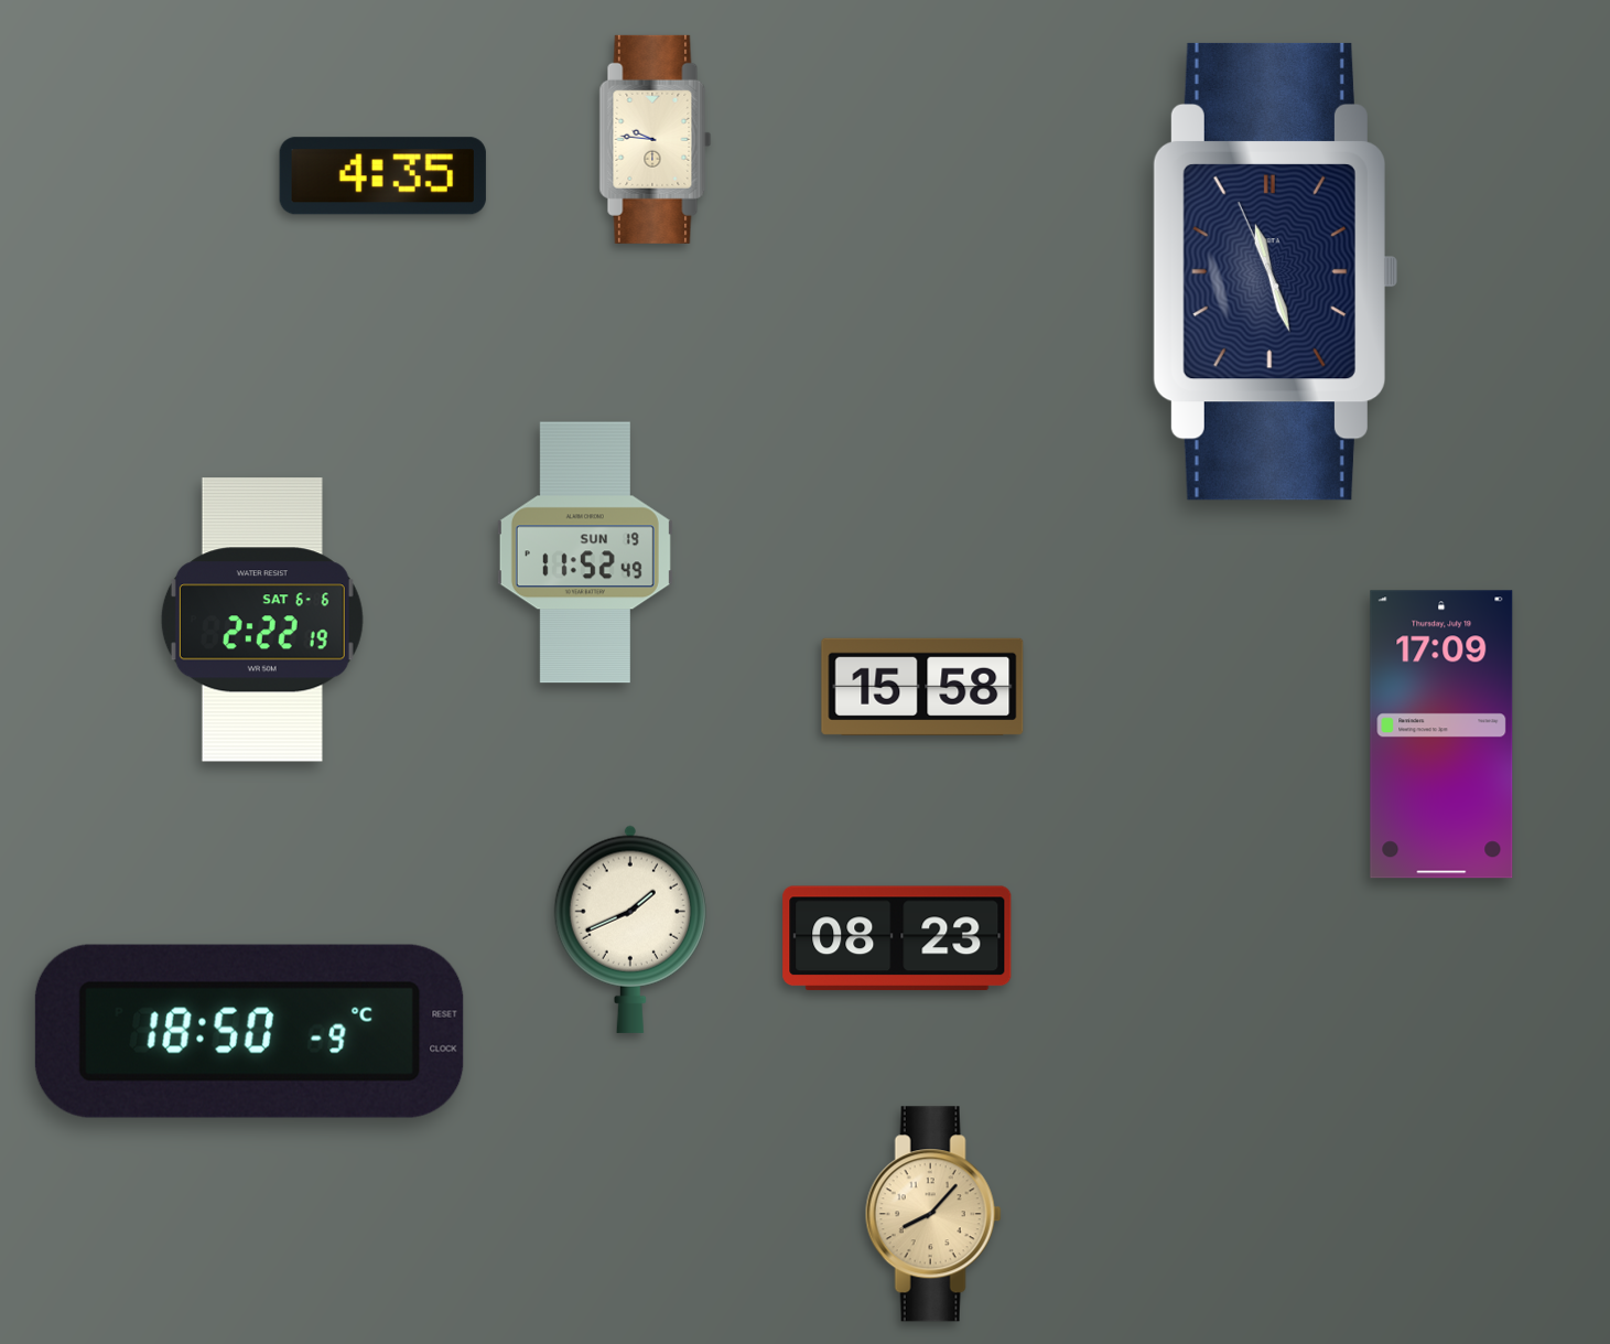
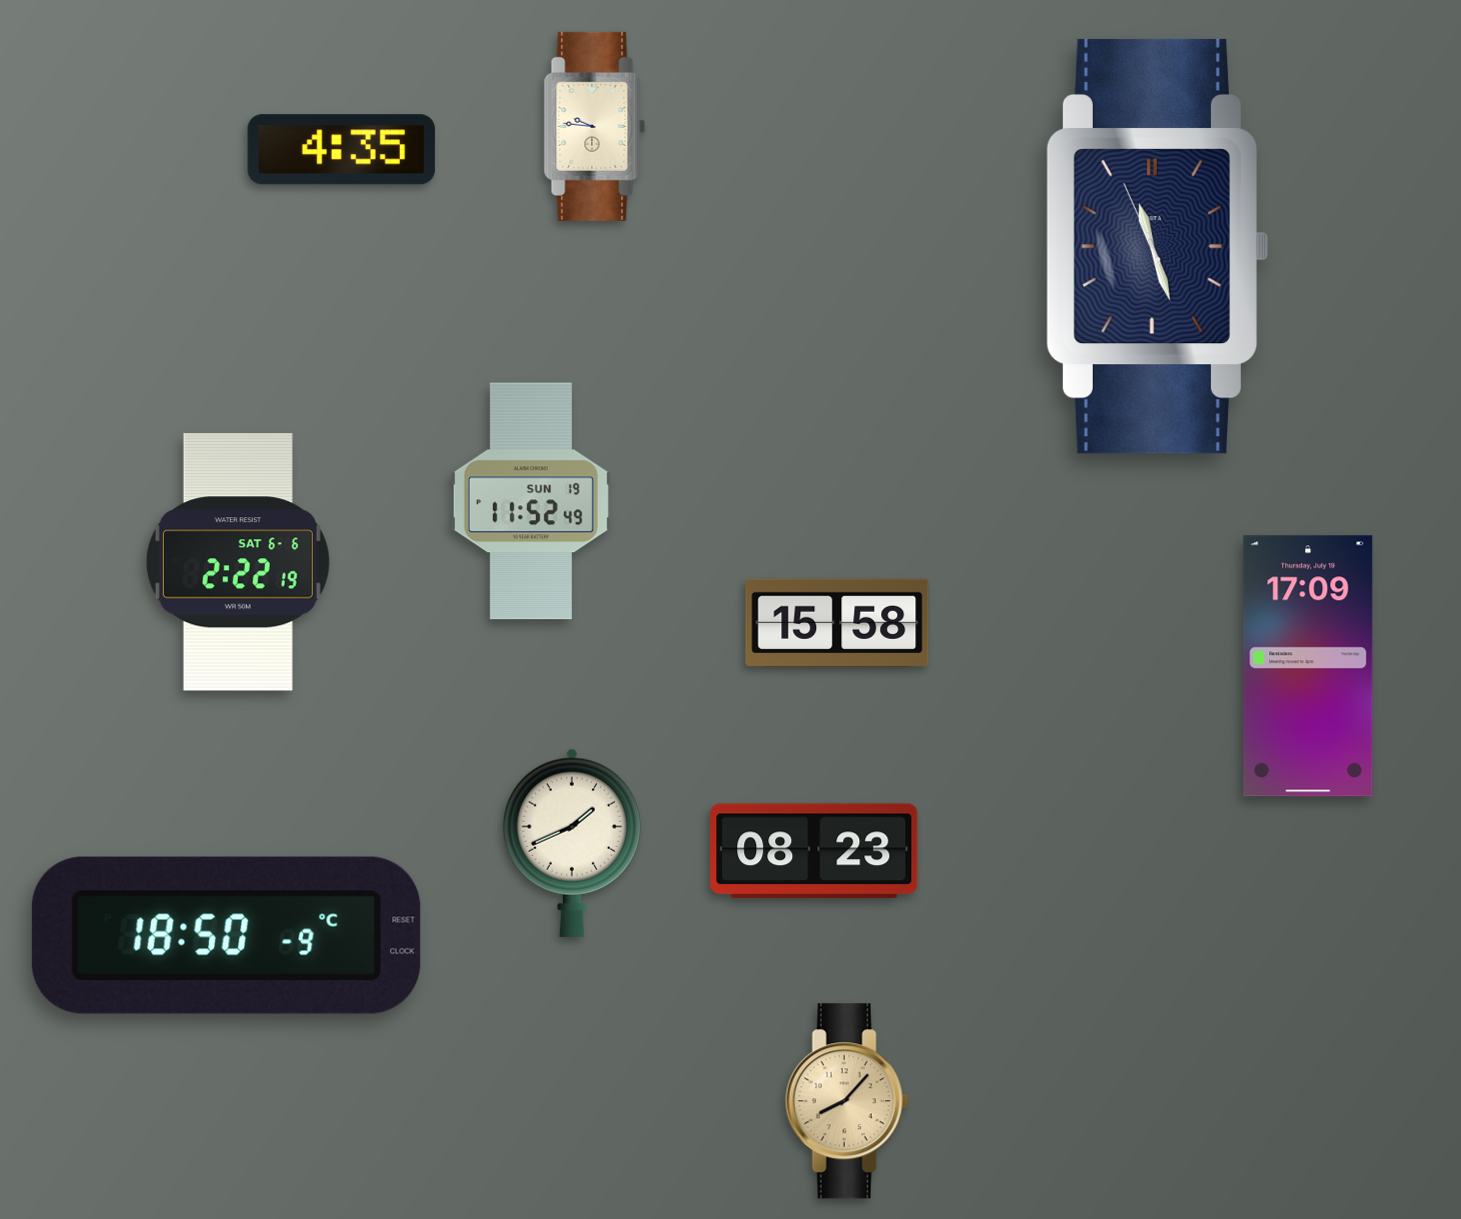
clock at (382, 176) position: (382, 176) -> (341, 150)
